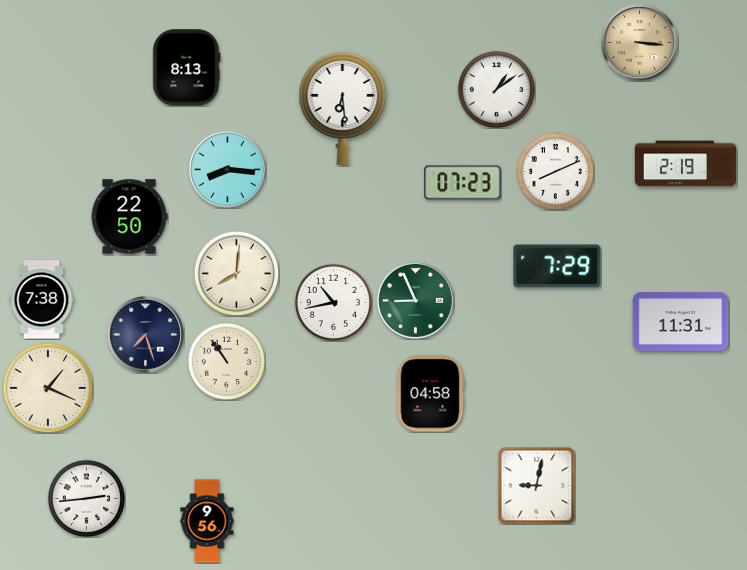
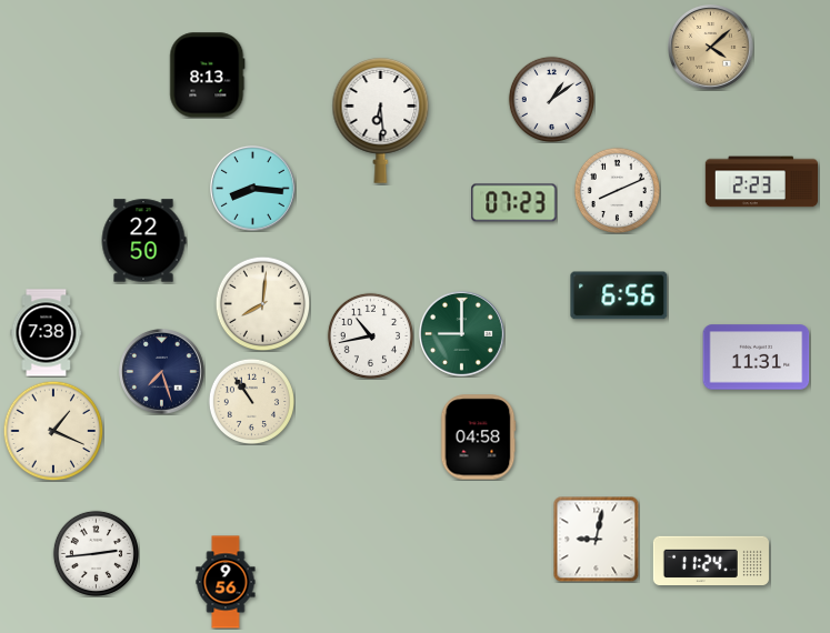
clock at (640, 43): 3:16 -> 4:08
clock at (685, 164): 2:19 -> 2:23
clock at (557, 266): 7:29 -> 6:56
clock at (416, 301): 8:56 -> 9:00
clock at (711, 560): none -> 11:24
clock at (207, 521) position: (207, 521) -> (226, 582)
